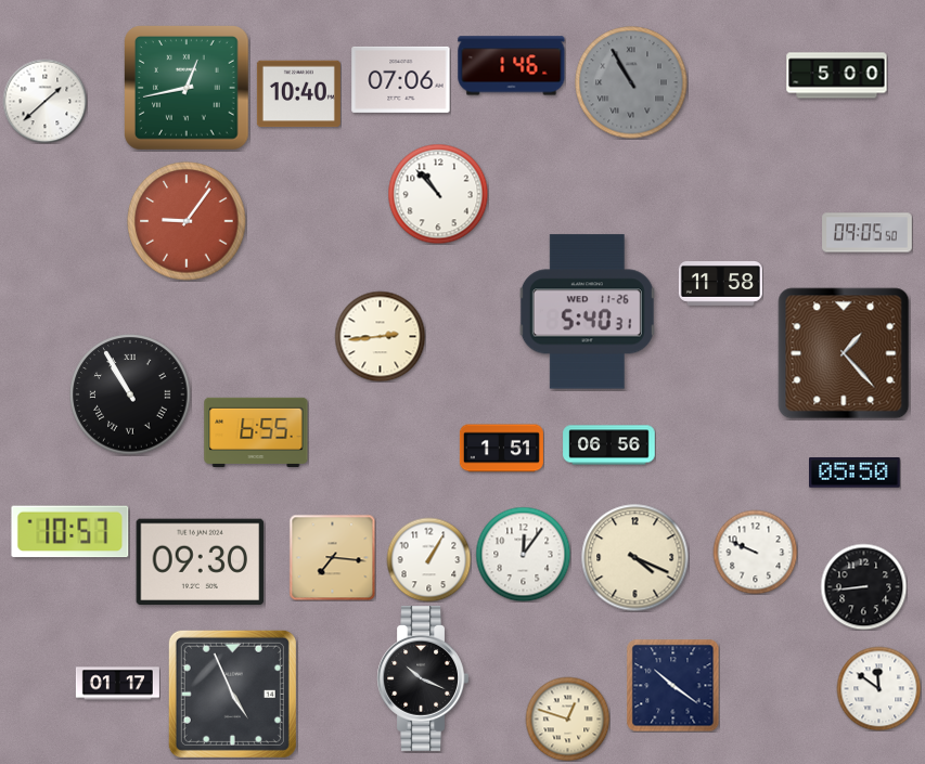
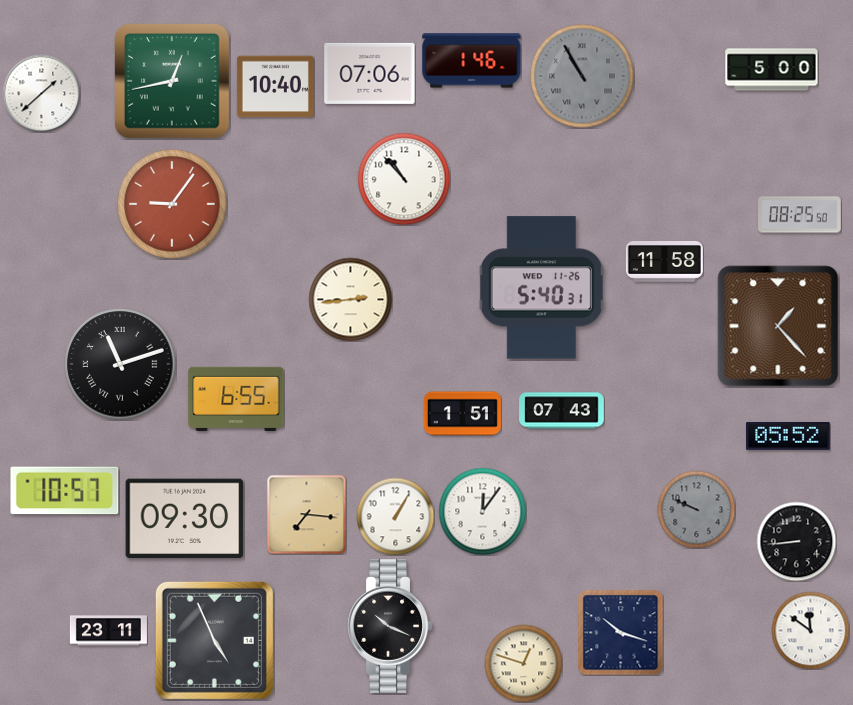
clock at (868, 233): 09:05 -> 08:25
clock at (380, 336) position: (380, 336) -> (350, 299)
clock at (130, 394): 10:55 -> 11:12
clock at (609, 445): 06:56 -> 07:43
clock at (855, 474): 05:50 -> 05:52
clock at (755, 552) dial: white -> grey
clock at (635, 558): 4:19 -> none
clock at (117, 684): 01:17 -> 23:11
clock at (672, 685): 10:21 -> 10:18
clock at (878, 688) position: (878, 688) -> (810, 630)
